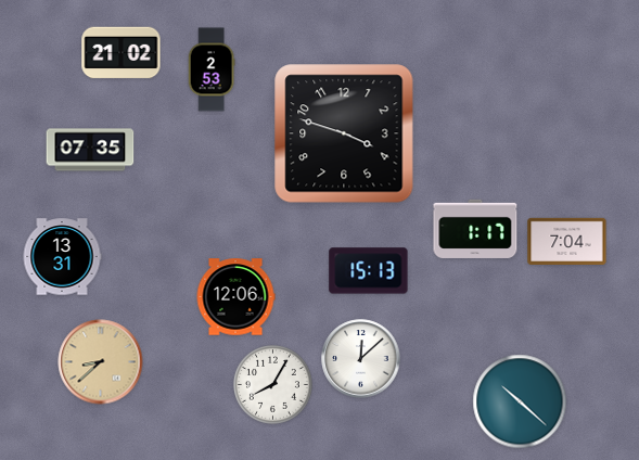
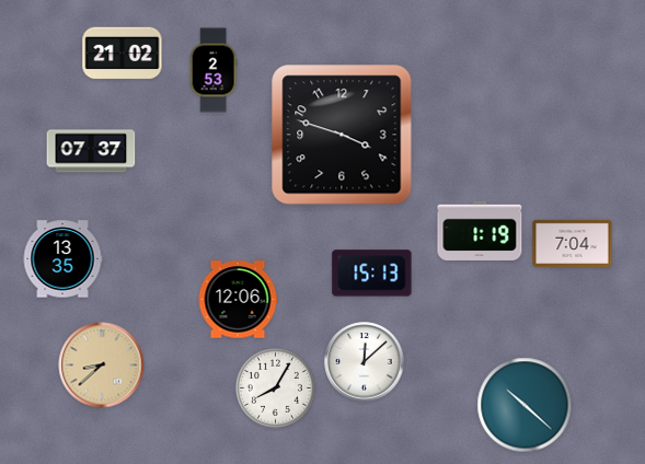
clock at (344, 133) position: (344, 133) -> (342, 135)
clock at (90, 150): 07:35 -> 07:37
clock at (475, 229): 1:17 -> 1:19
clock at (62, 257): 13:31 -> 13:35
